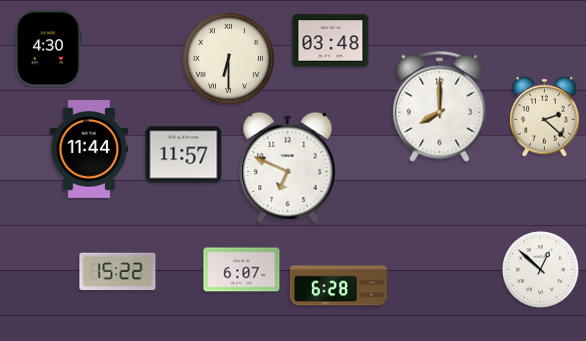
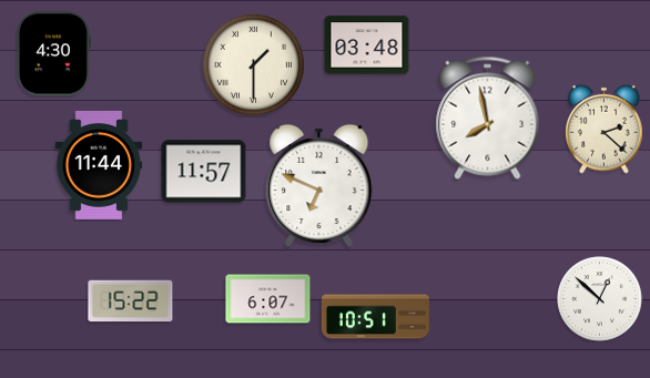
clock at (228, 58): 6:30 -> 1:30
clock at (440, 106): 8:00 -> 7:58
clock at (338, 286): 6:28 -> 10:51
